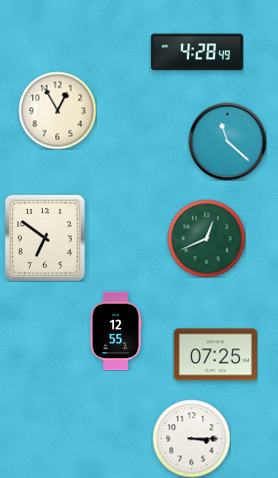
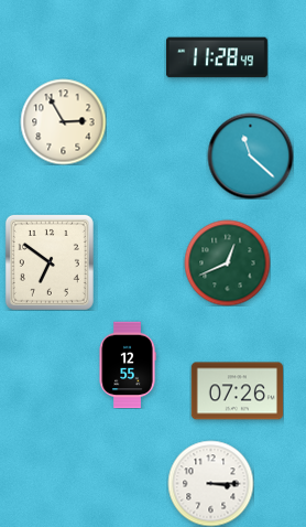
clock at (197, 52): 4:28 -> 11:28
clock at (57, 110): 12:55 -> 2:55
clock at (215, 355): 07:25 -> 07:26
